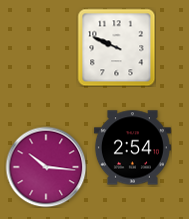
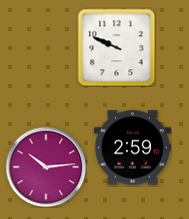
clock at (132, 148): 2:54 -> 2:59
clock at (46, 167): 10:16 -> 10:14
